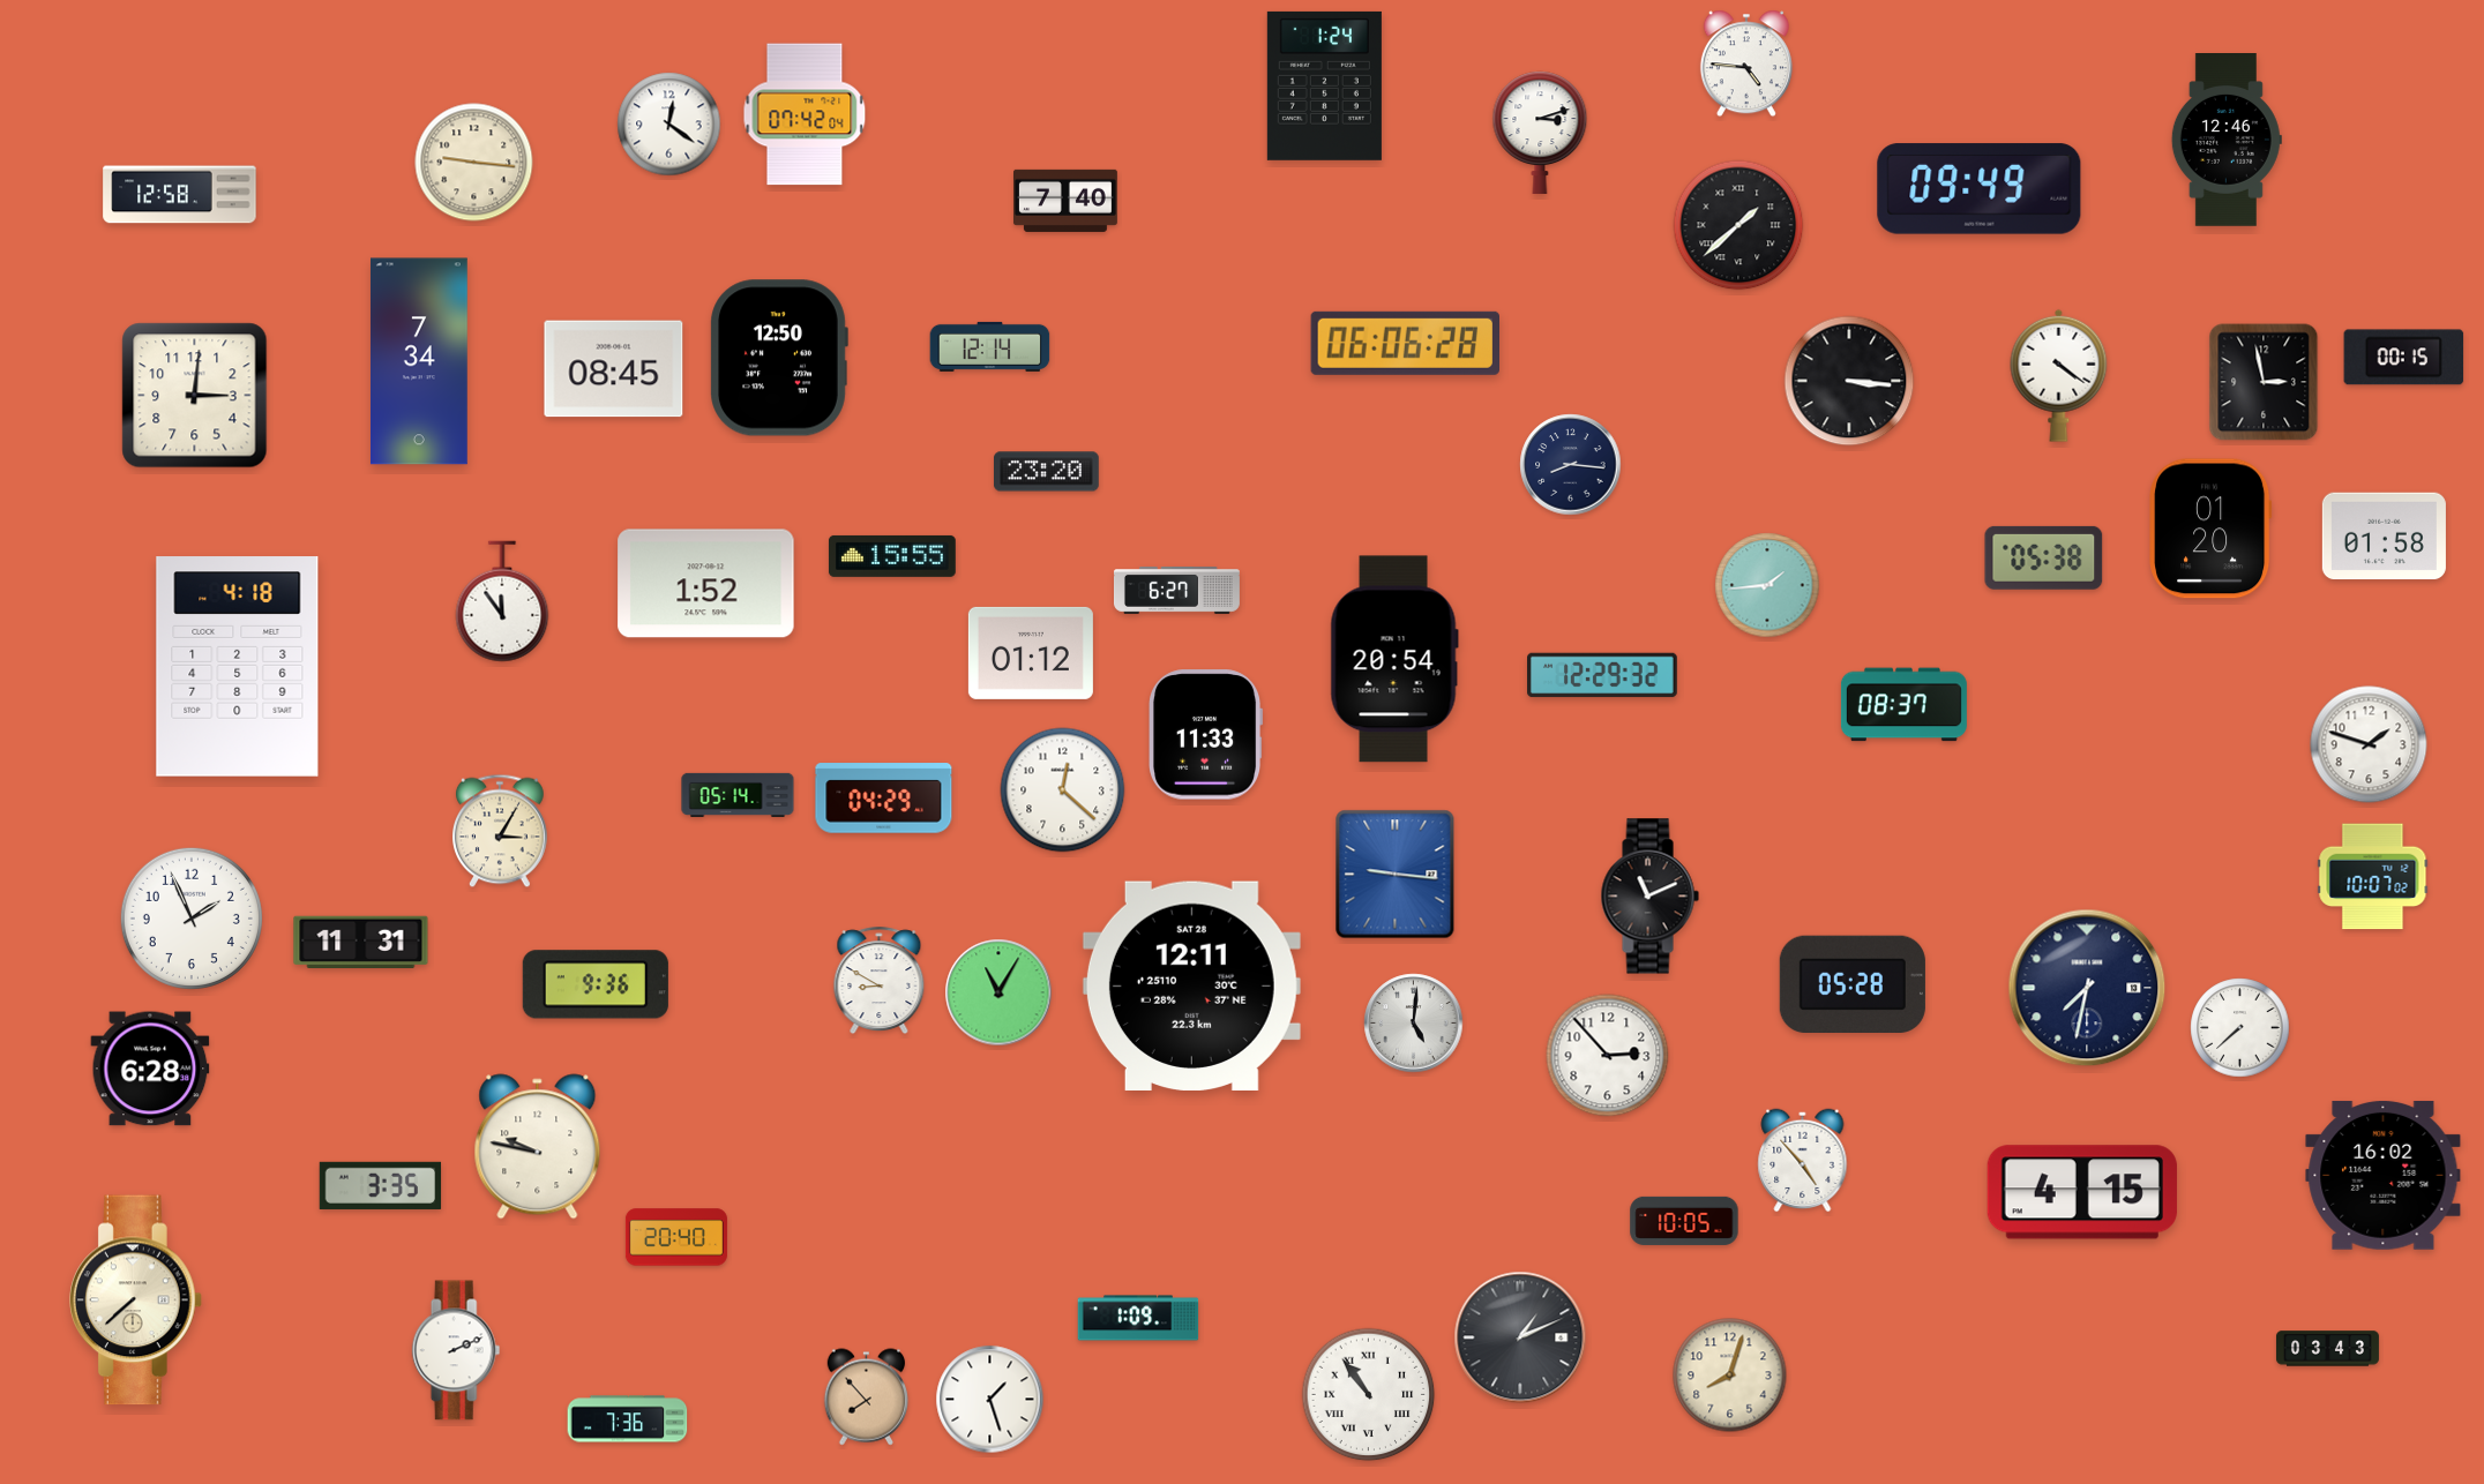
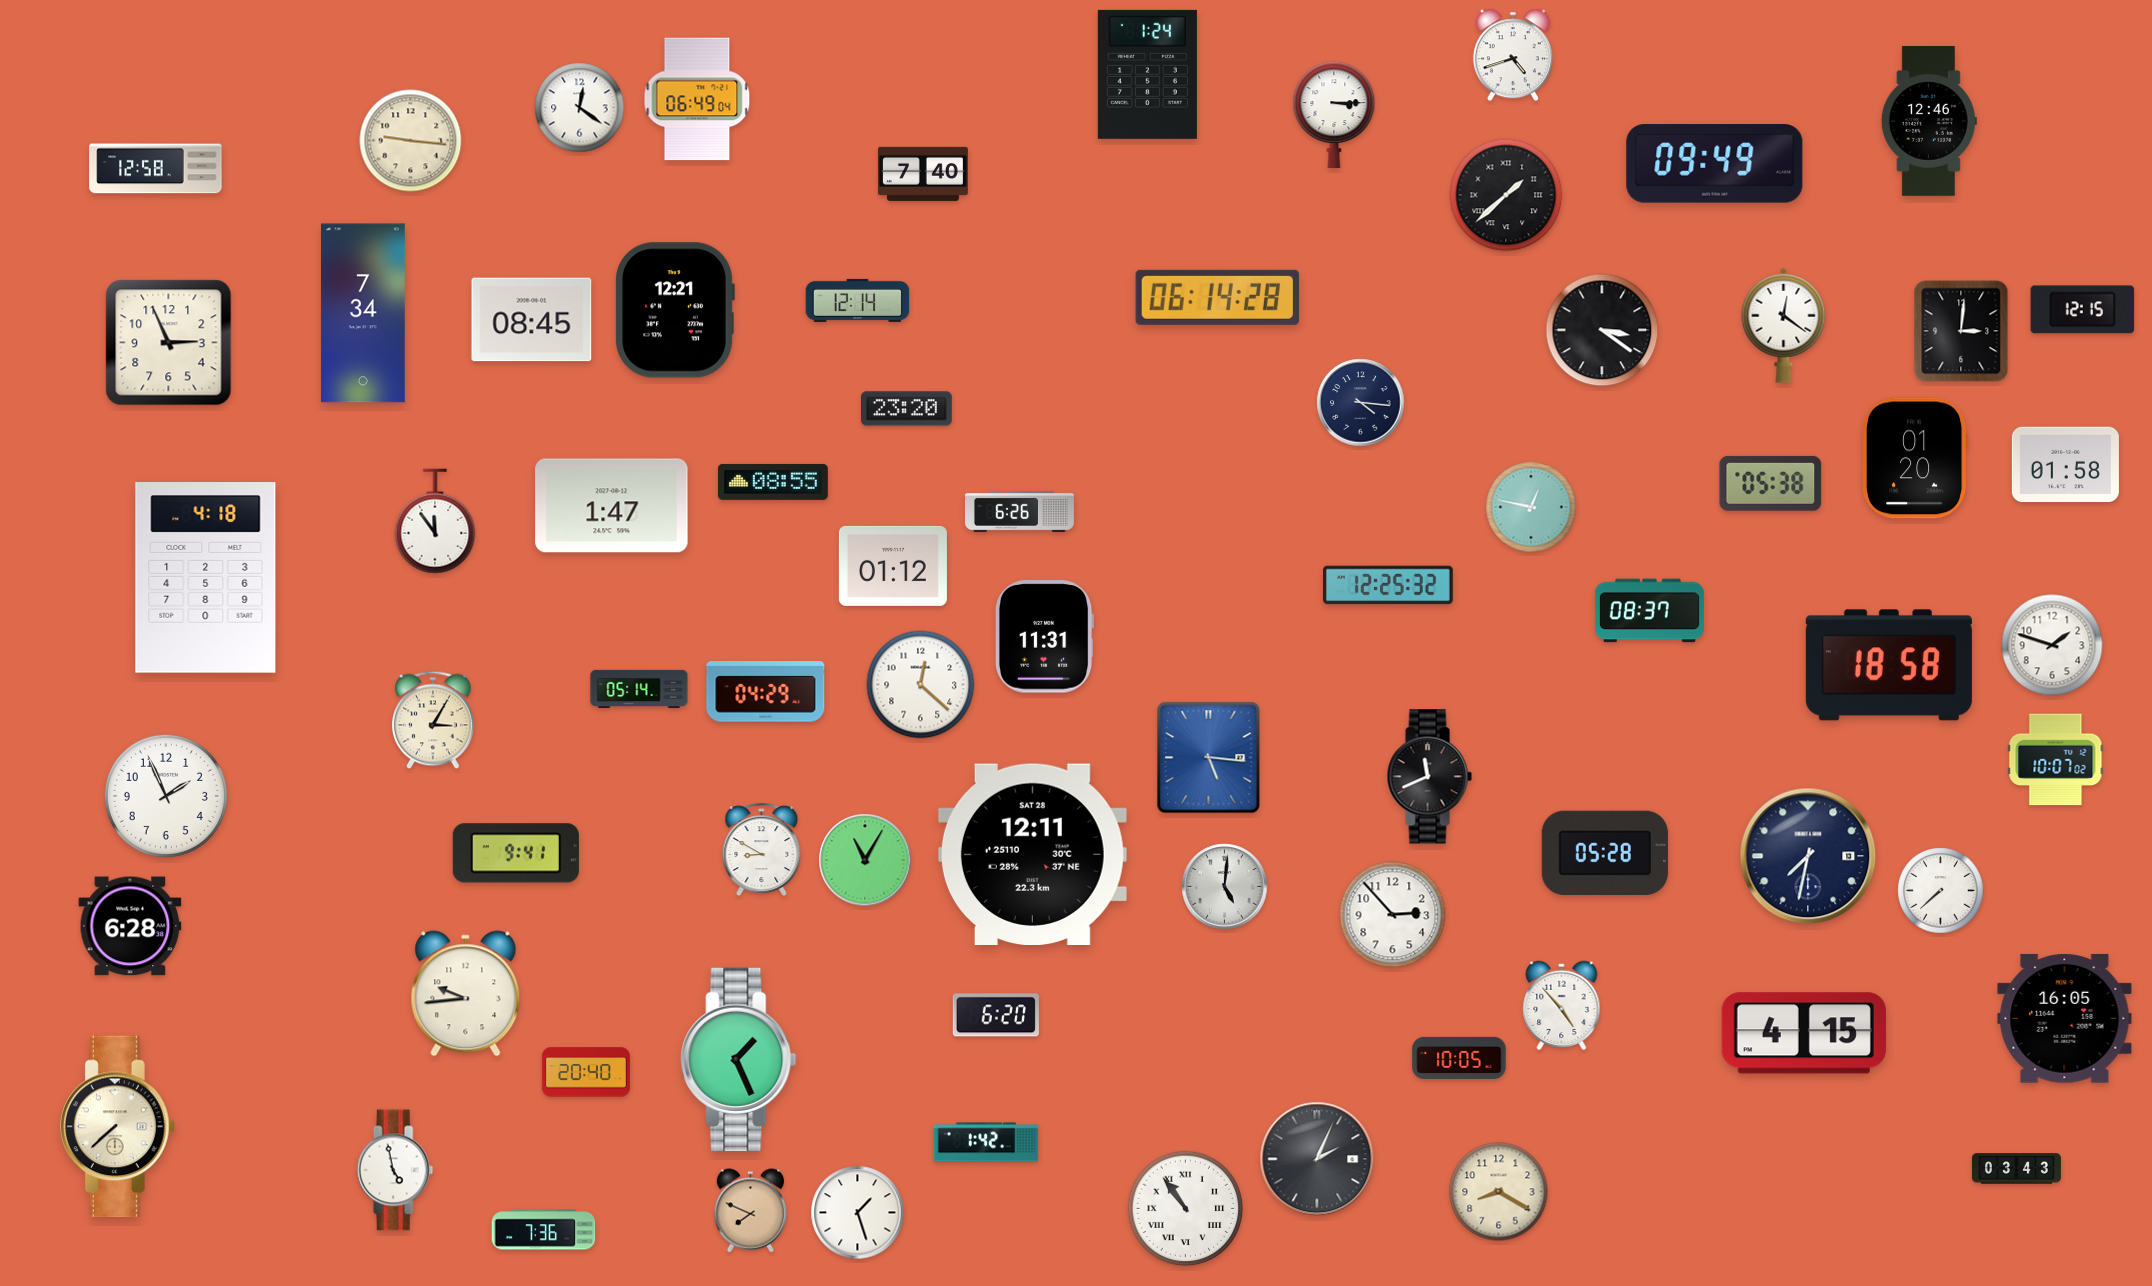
clock at (1746, 63): 4:46 -> 4:42
clock at (805, 114): 07:42 -> 06:49
clock at (1540, 133): 3:12 -> 3:15
clock at (1405, 343): 06:06 -> 06:14
clock at (779, 358): 12:50 -> 12:21
clock at (2404, 358): 00:15 -> 12:15
clock at (2059, 375): 4:21 -> 12:21
clock at (1849, 381): 3:16 -> 3:21
clock at (2264, 382): 2:58 -> 3:01
clock at (195, 396): 3:01 -> 2:56
clock at (1571, 465): 8:16 -> 4:16
clock at (892, 556): 15:55 -> 08:55
clock at (706, 584): 1:52 -> 1:47
clock at (1767, 585): 1:44 -> 12:47
clock at (1176, 591): 6:27 -> 6:26
clock at (1394, 659): 20:54 -> none
clock at (1603, 675): 12:29 -> 12:25
clock at (1206, 735): 11:33 -> 11:31
clock at (1889, 665): none -> 18:58
clock at (1396, 875): 9:16 -> 5:16
clock at (1649, 897): 11:11 -> 11:41
clock at (361, 942): 11:31 -> none
clock at (596, 984): 9:36 -> 9:41
clock at (538, 1147): 9:47 -> 9:44
clock at (996, 1015): none -> 6:20
clock at (2384, 1175): 16:02 -> 16:05
clock at (381, 1185): 3:35 -> none
clock at (739, 1059): none -> 1:26
clock at (1138, 1318): 1:09 -> 1:42
clock at (1520, 1337): 1:11 -> 2:04
clock at (456, 1350): 2:11 -> 4:58
clock at (1730, 1376): 8:03 -> 8:20
clock at (866, 1397): 7:53 -> 7:49
